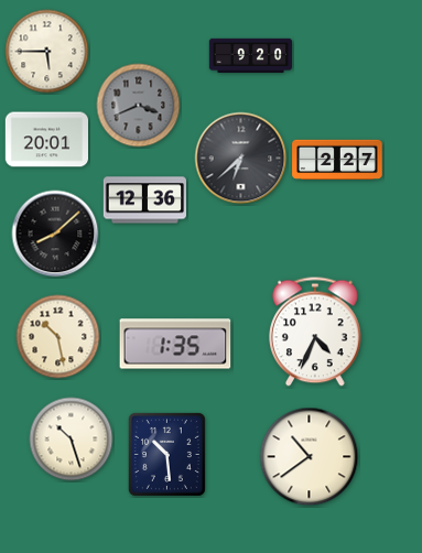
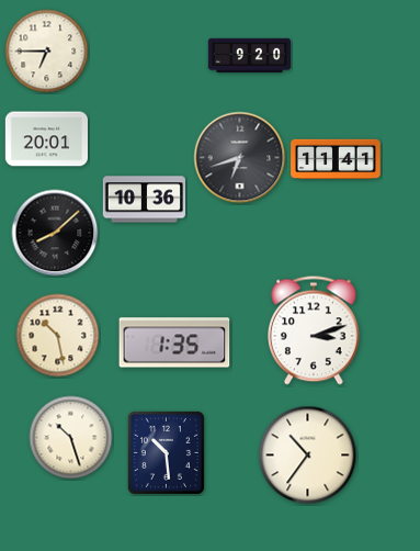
clock at (47, 52): 5:45 -> 6:45
clock at (139, 106): 3:41 -> none
clock at (241, 159): 6:38 -> 6:42
clock at (337, 159): 2:27 -> 11:41
clock at (144, 200): 12:36 -> 10:36
clock at (316, 332): 4:34 -> 3:12
clock at (310, 457): 10:39 -> 10:36
